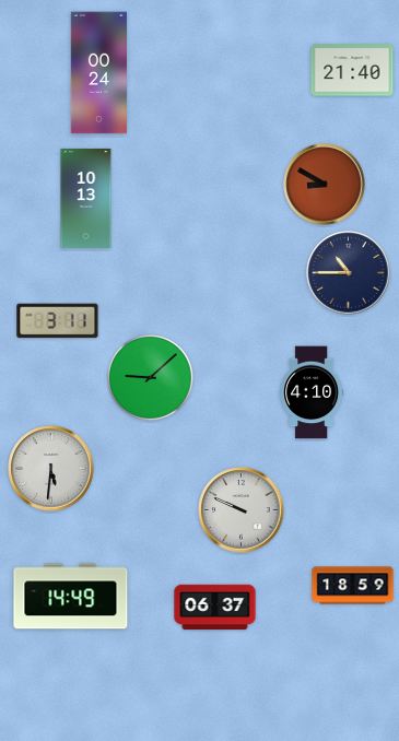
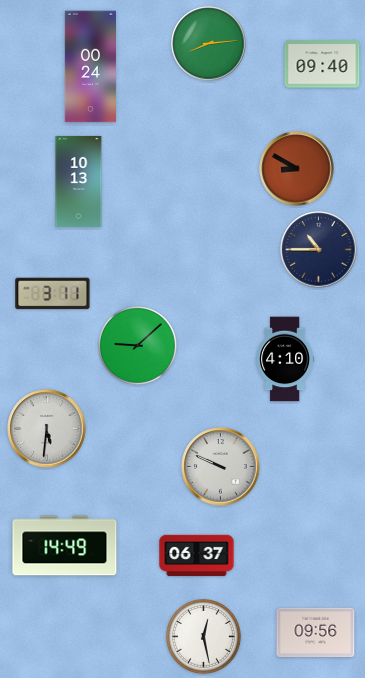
clock at (209, 44): none -> 8:14
clock at (352, 70): 21:40 -> 09:40
clock at (353, 586): 18:59 -> none
clock at (316, 633): none -> 09:56
clock at (203, 636): none -> 12:28
